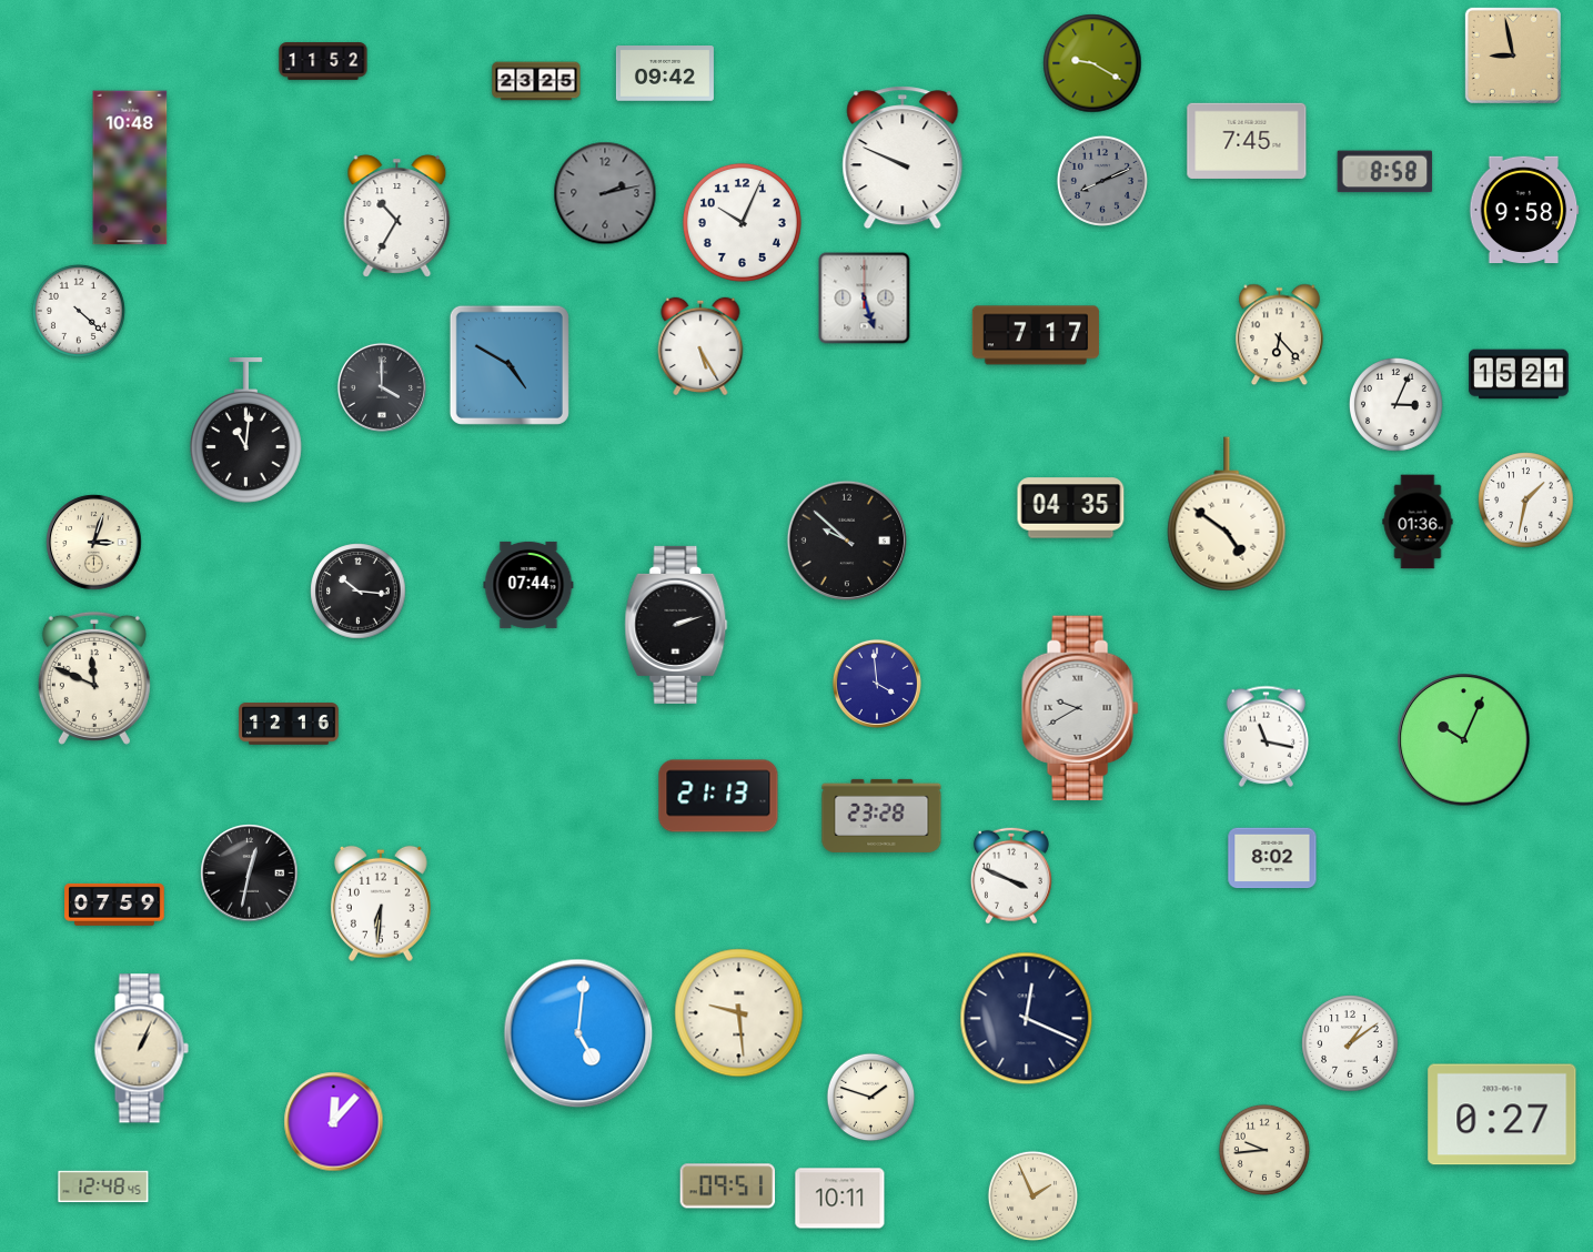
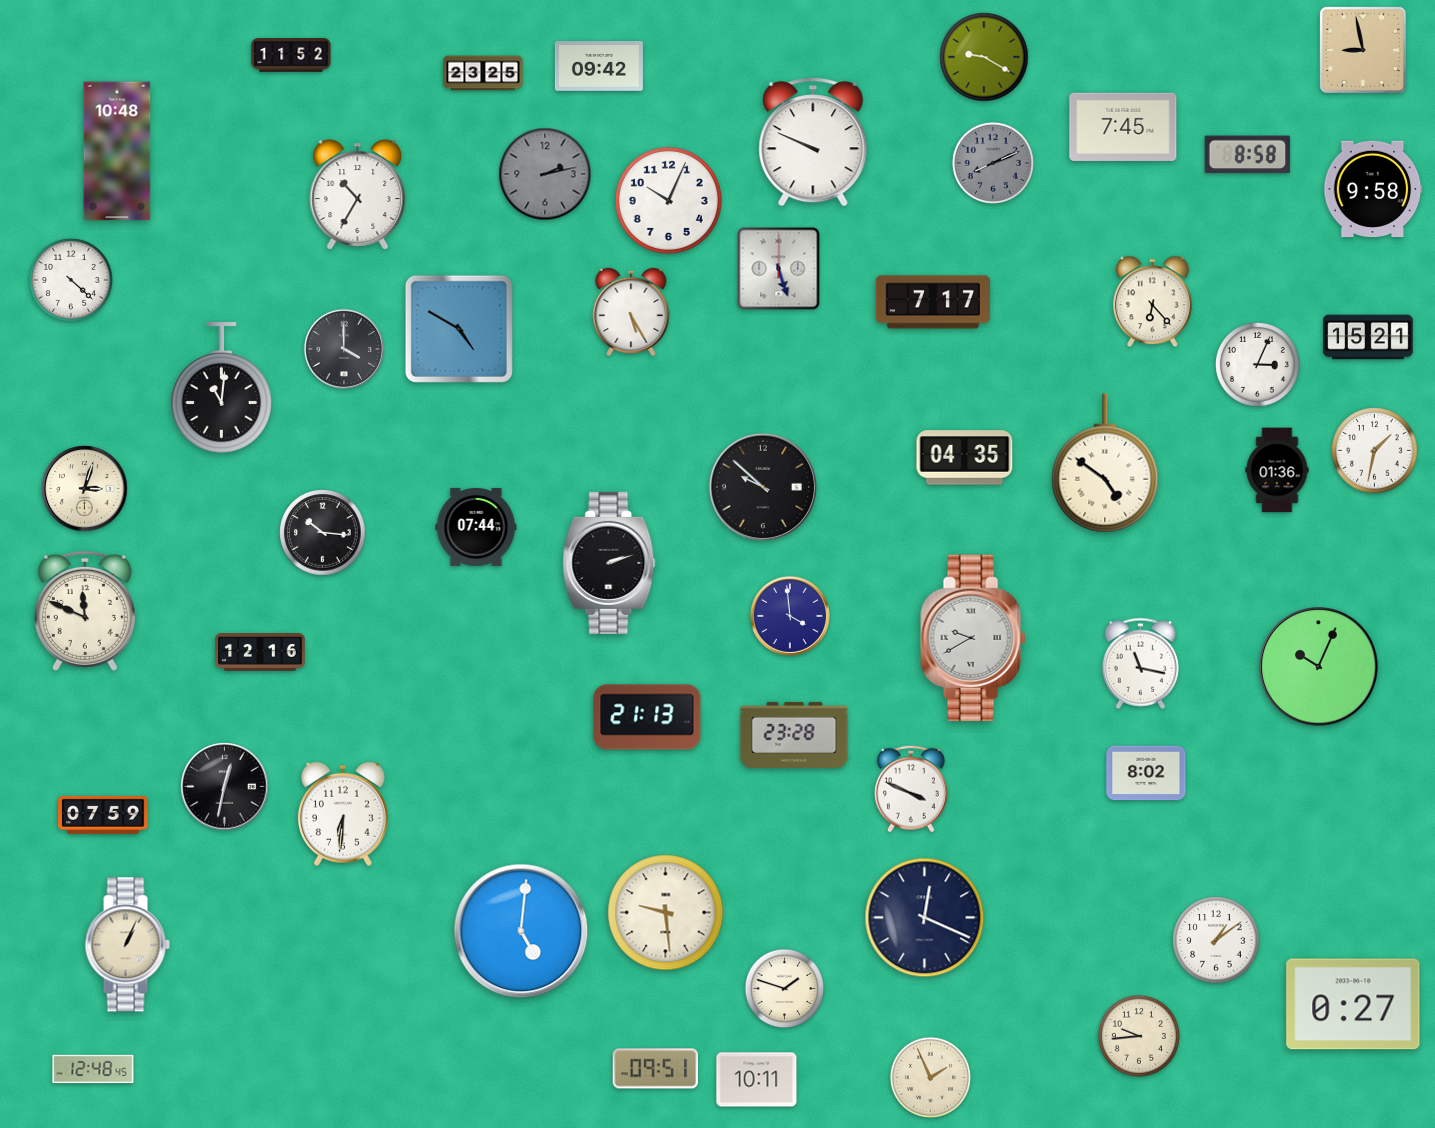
clock at (334, 1122): 12:07 -> none
